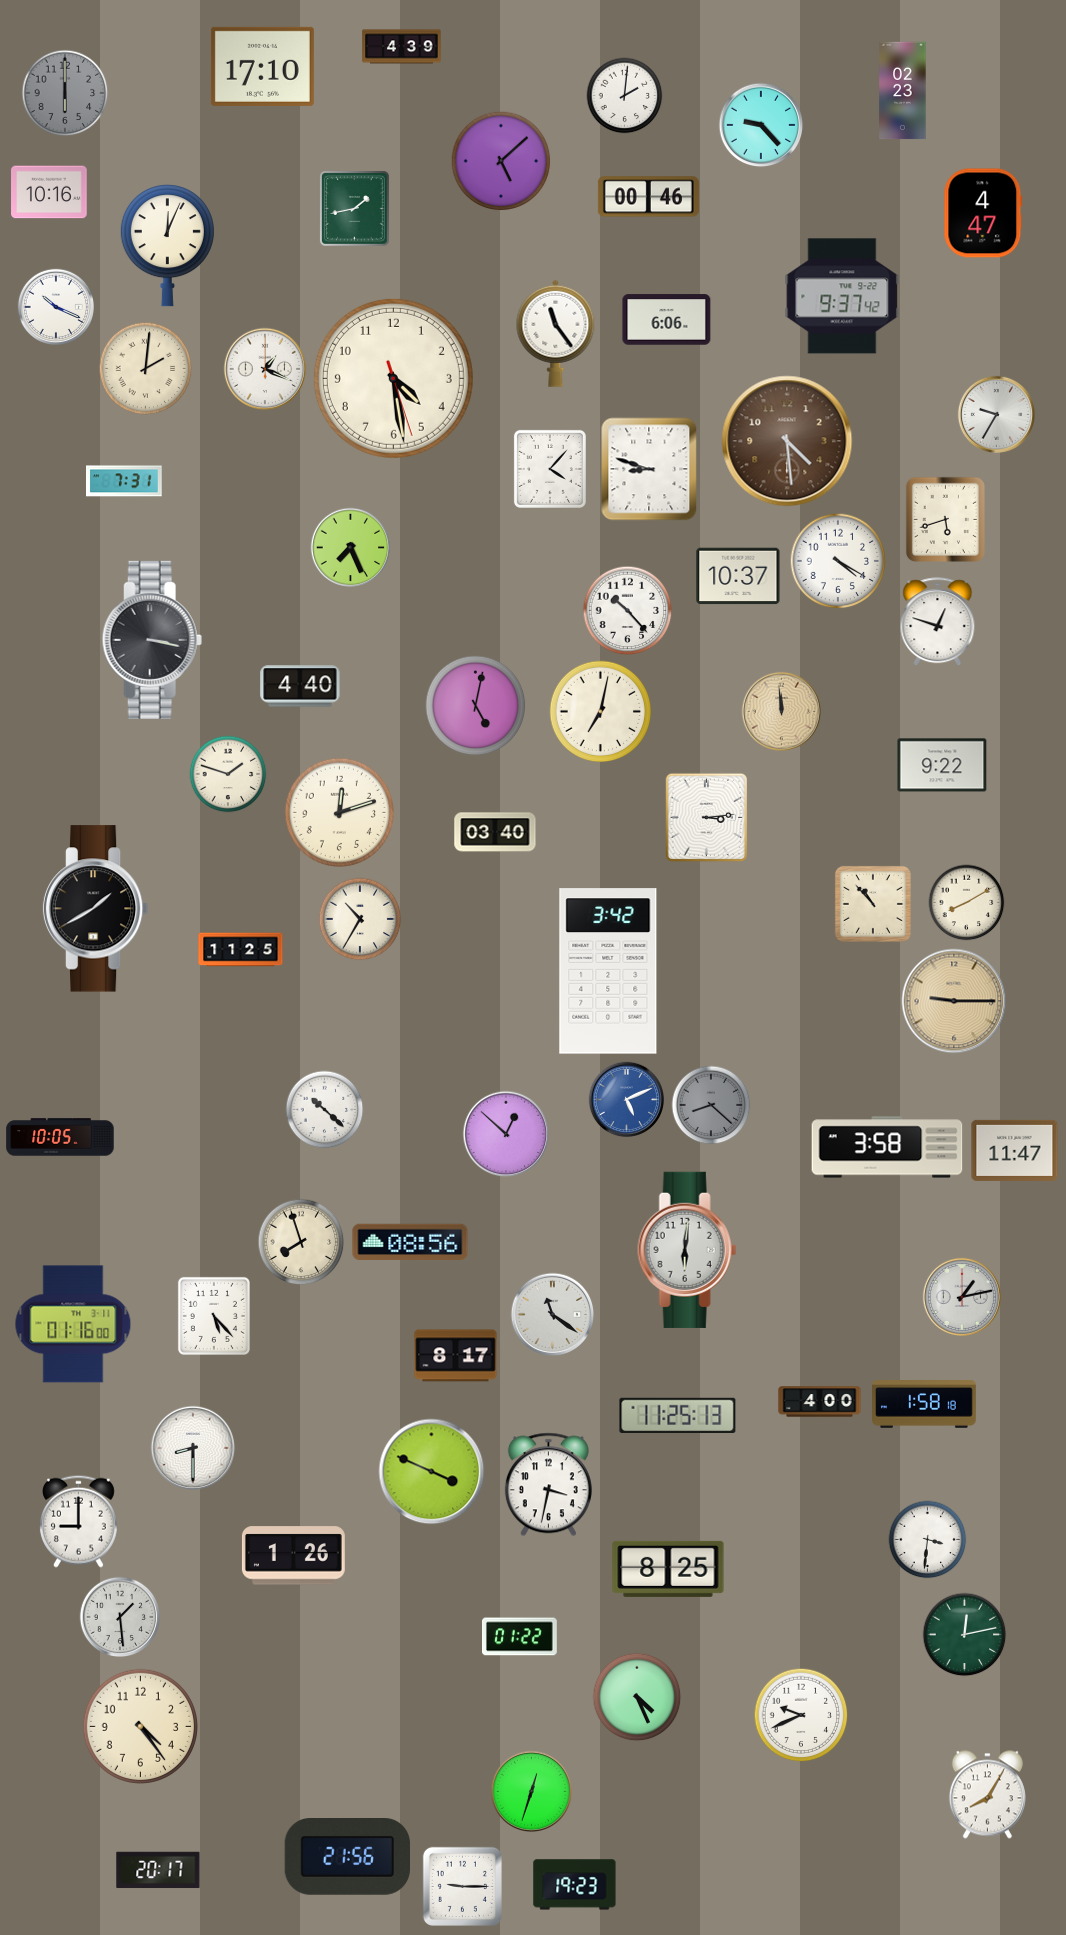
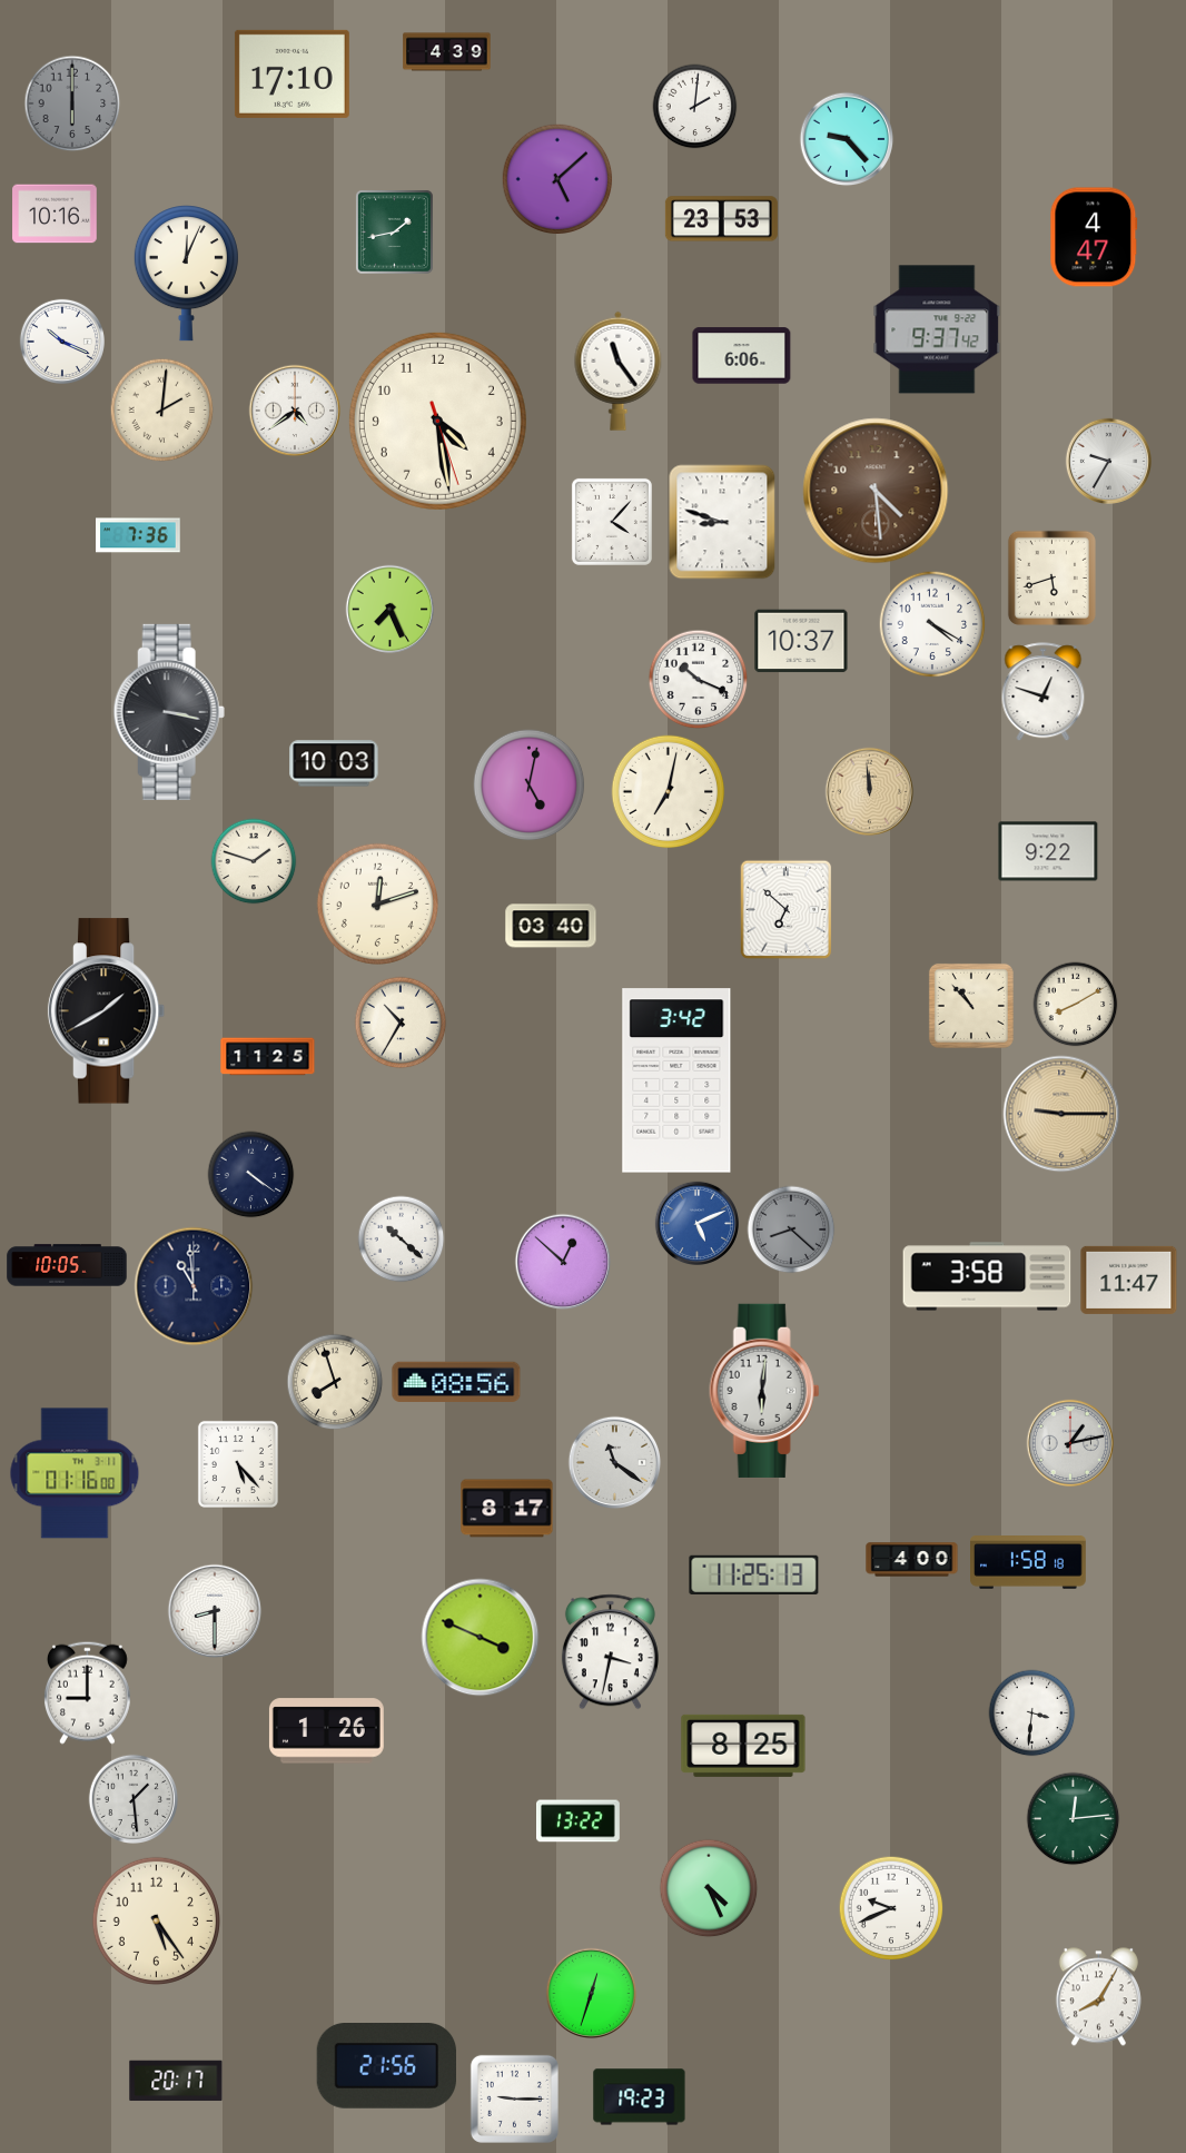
clock at (903, 91): 02:23 -> none
clock at (648, 197): 00:46 -> 23:53
clock at (265, 369): 1:19 -> 4:39
clock at (125, 481): 7:31 -> 7:36
clock at (738, 576) position: (738, 576) -> (801, 641)
clock at (628, 611): 10:23 -> 10:19
clock at (300, 686): 4:40 -> 10:03
clock at (707, 818): 3:14 -> 6:52
clock at (251, 1175): none -> 4:21
clock at (325, 1110) position: (325, 1110) -> (402, 1240)
clock at (194, 1286): none -> 10:59
clock at (73, 1324) position: (73, 1324) -> (75, 1473)
clock at (965, 1635): 12:13 -> 12:14
clock at (520, 1637): 01:22 -> 13:22
clock at (140, 1726): 4:24 -> 5:24
